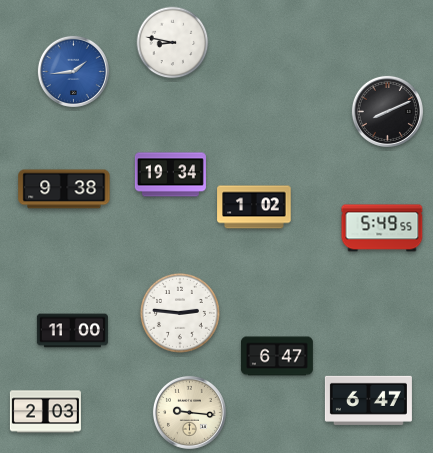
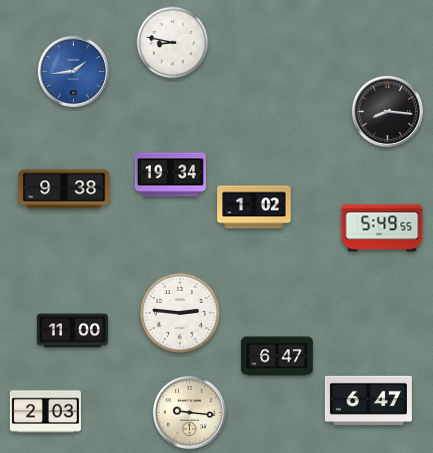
clock at (387, 111): 8:11 -> 8:16
